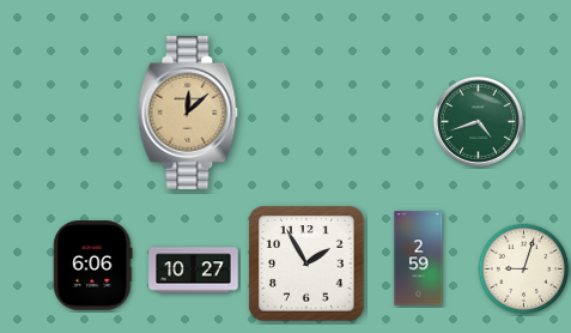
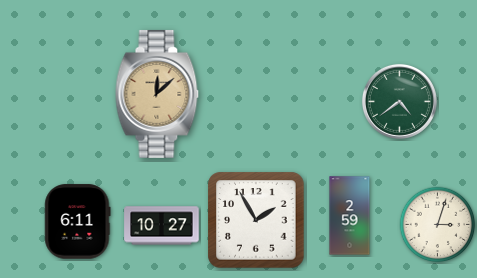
clock at (478, 121): 4:42 -> 4:39
clock at (93, 266): 6:06 -> 6:11
clock at (524, 270): 9:03 -> 3:03
